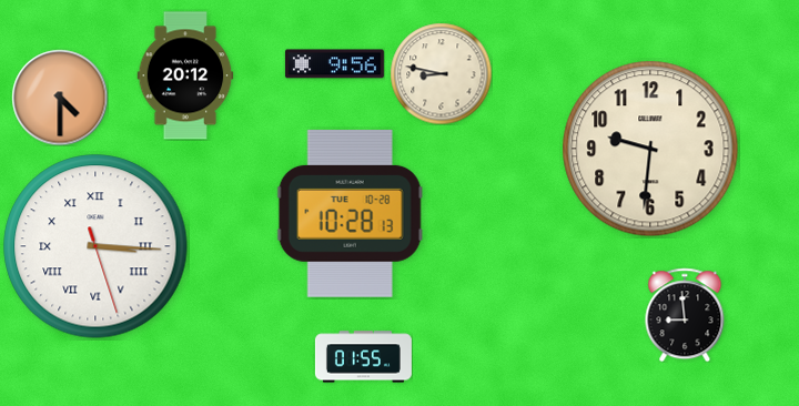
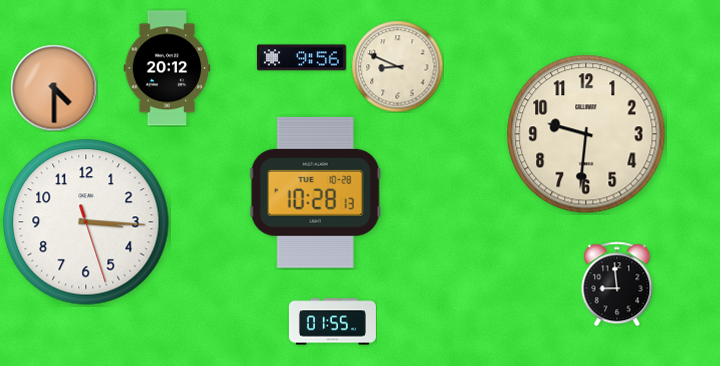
clock at (441, 73): 8:47 -> 8:49
clock at (95, 246) numerals: Roman -> Arabic
clock at (363, 357) position: (363, 357) -> (332, 322)
